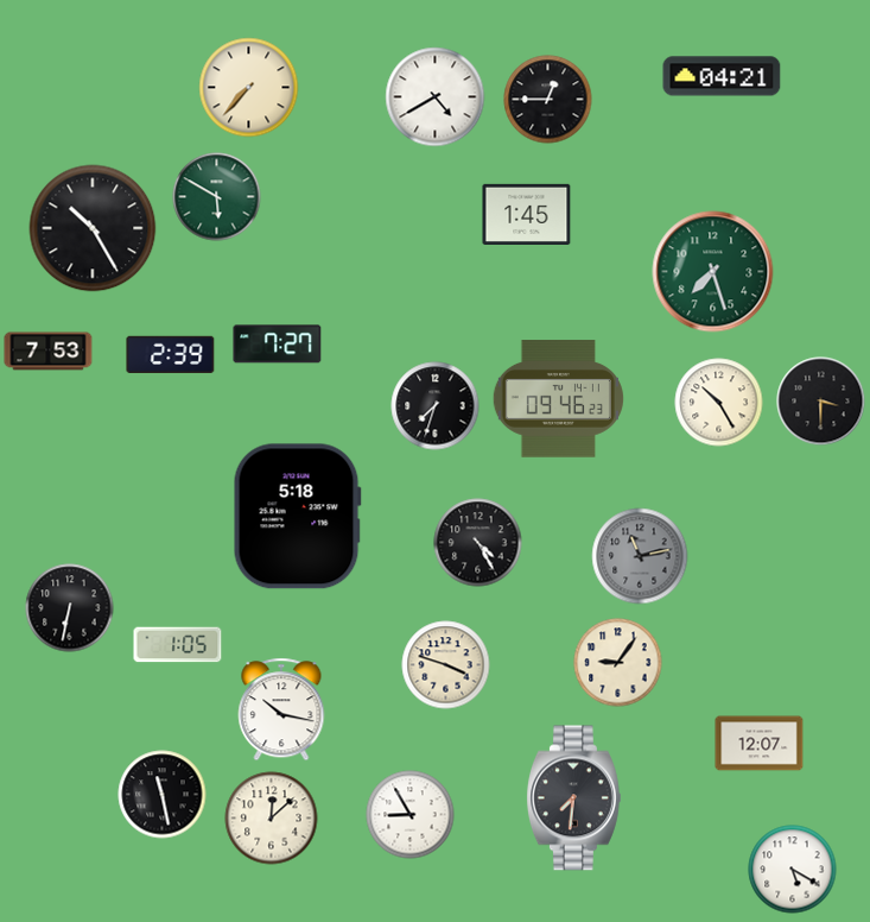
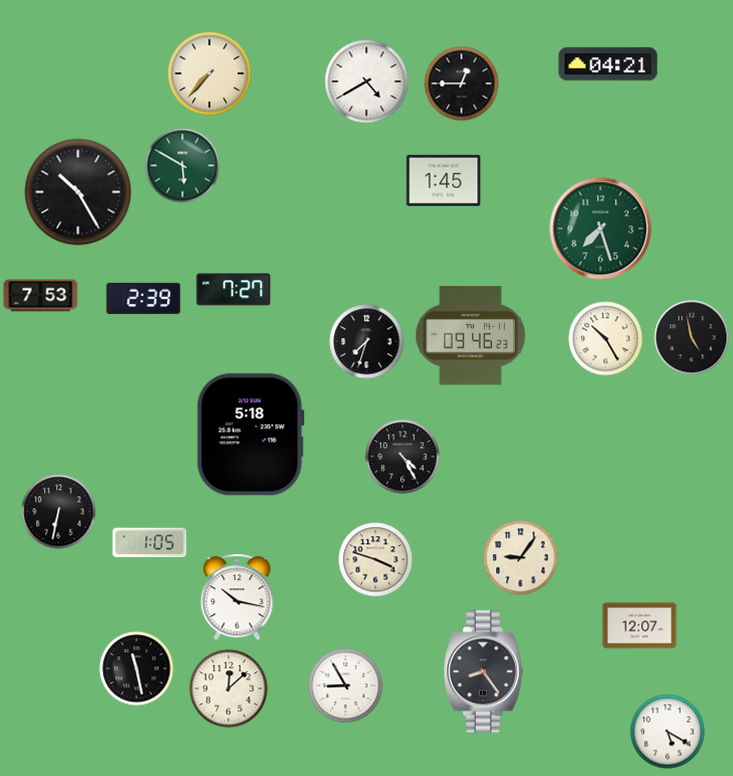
clock at (821, 402): 3:30 -> 4:58
clock at (640, 556): 11:13 -> none
clock at (573, 798): 7:31 -> 8:24
